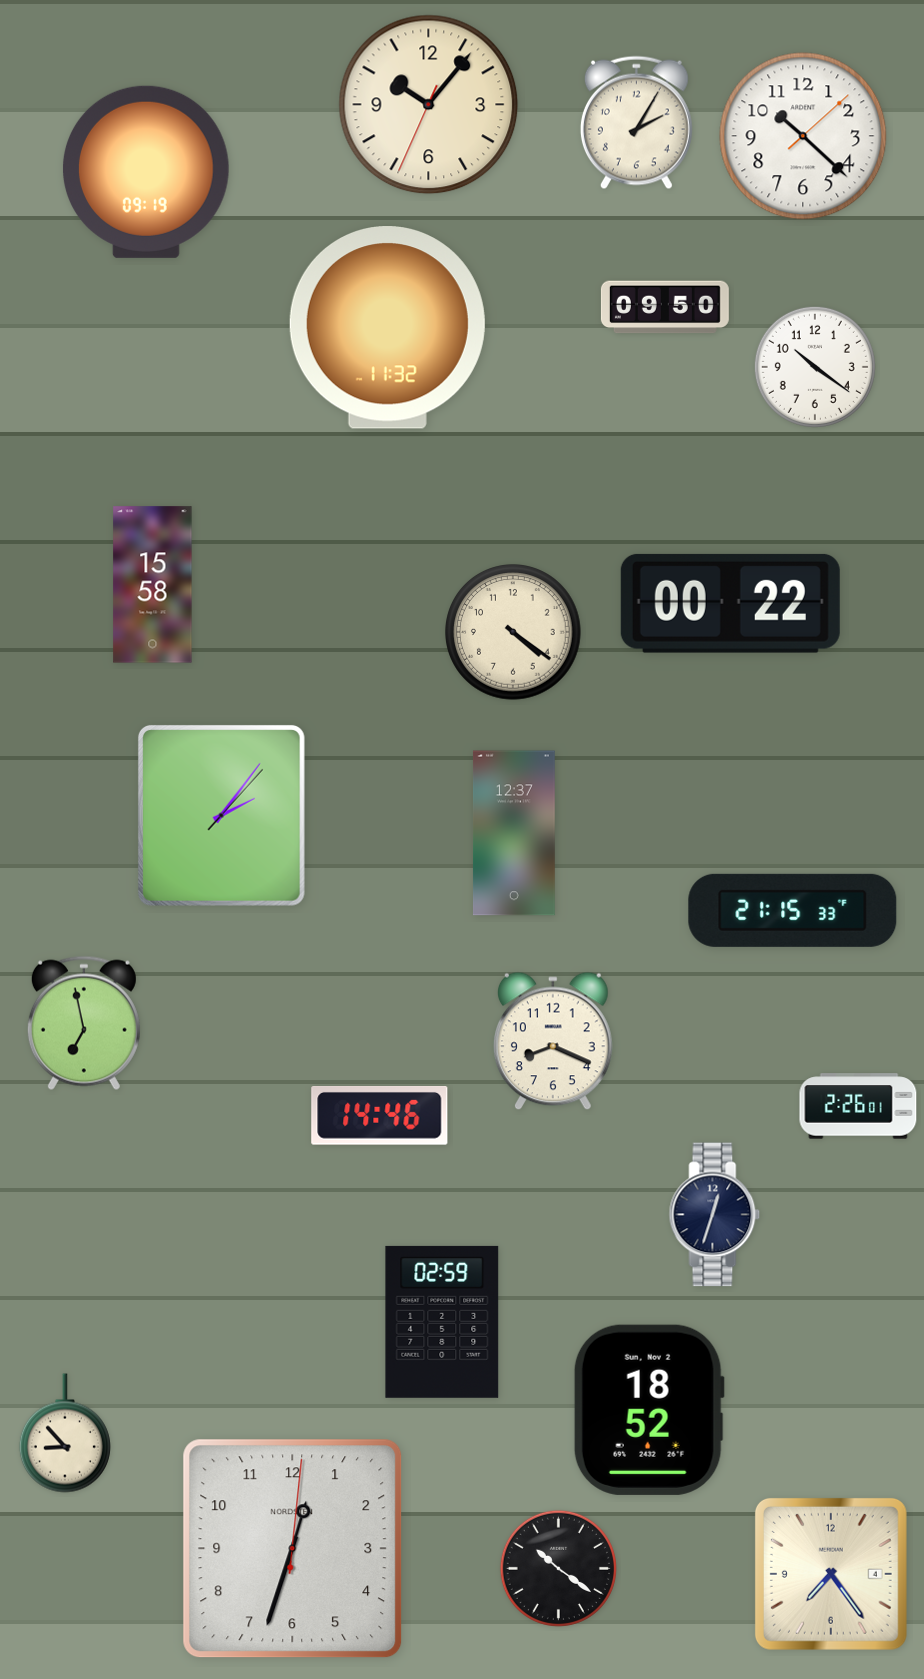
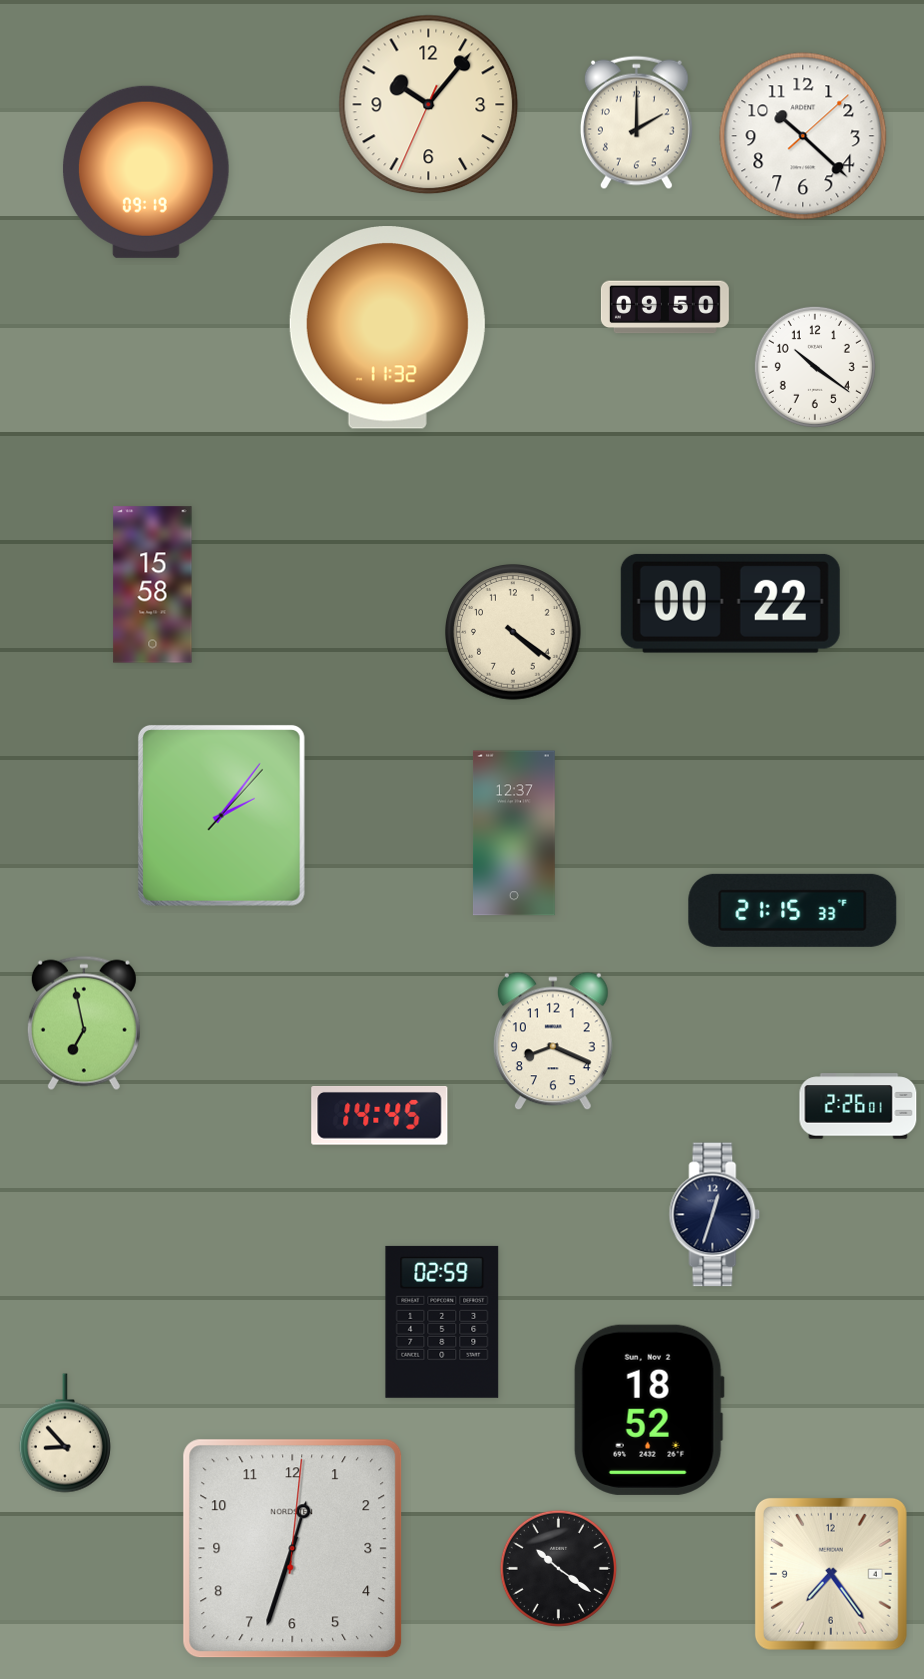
clock at (636, 123): 2:05 -> 2:00
clock at (380, 1116): 14:46 -> 14:45
